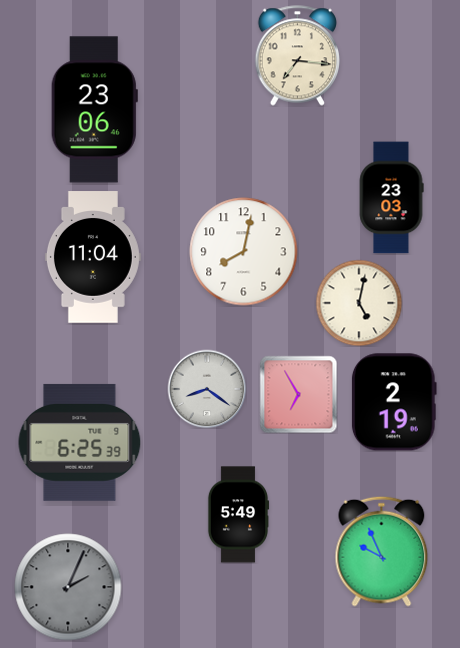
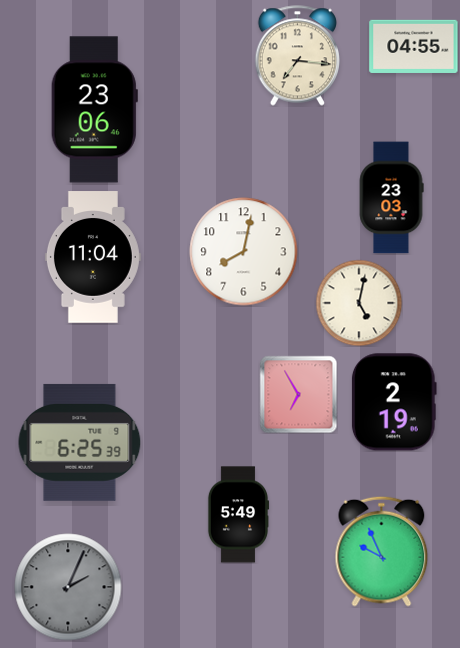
clock at (414, 46): none -> 04:55
clock at (207, 389): 8:21 -> none
